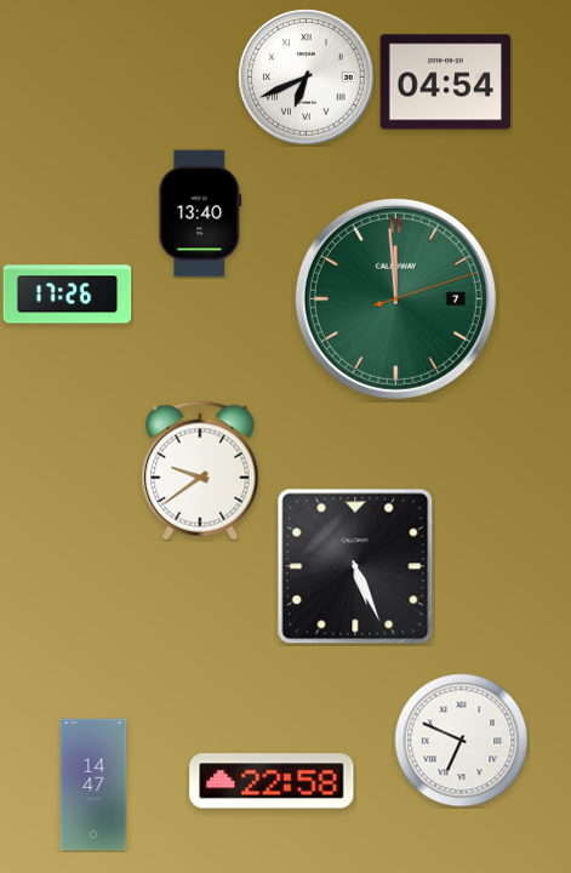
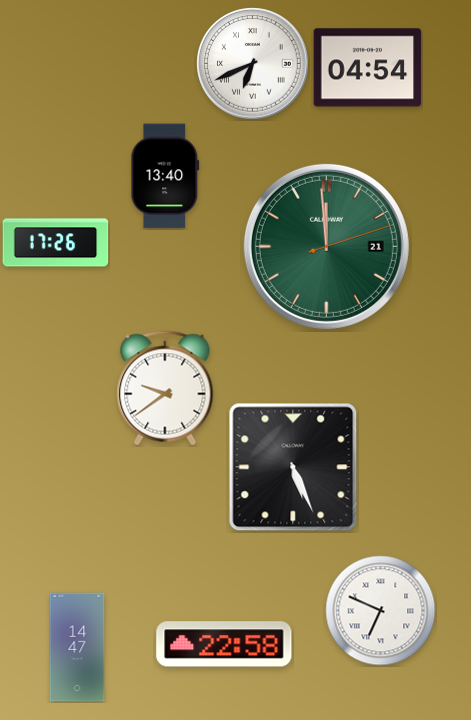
clock at (395, 298) date: 7 -> 21
